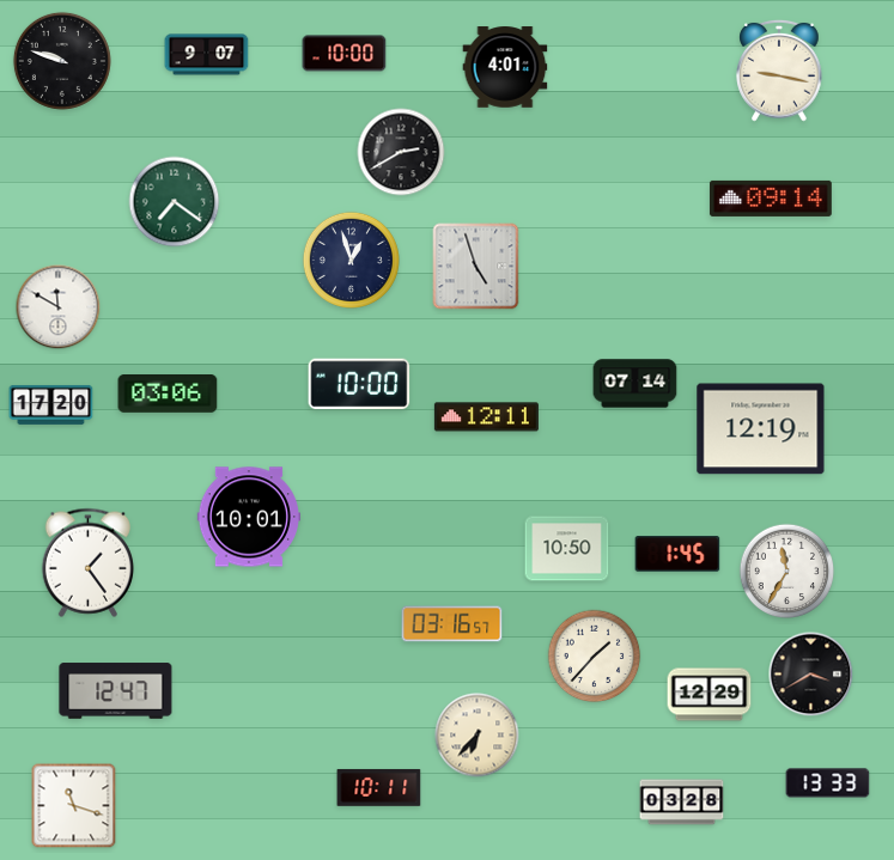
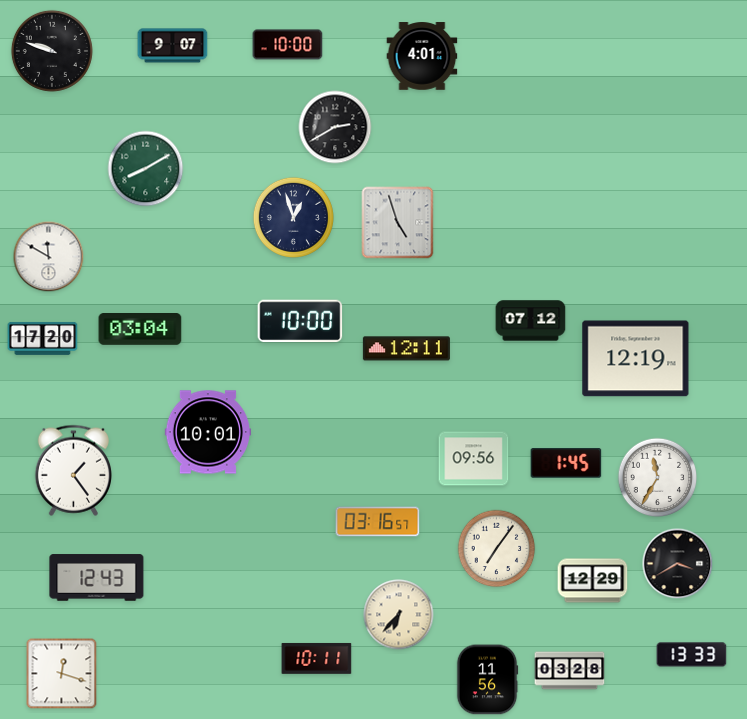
clock at (779, 71): 9:17 -> none
clock at (771, 199): 09:14 -> none
clock at (175, 202): 7:21 -> 8:10
clock at (635, 384): 07:14 -> 07:12
clock at (168, 395): 03:06 -> 03:04
clock at (567, 549): 10:50 -> 09:56
clock at (595, 657): 1:37 -> 7:06
clock at (116, 691): 12:47 -> 12:43
clock at (74, 806): 11:18 -> 12:18
clock at (487, 680): none -> 11:56
